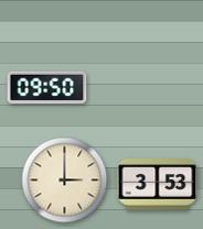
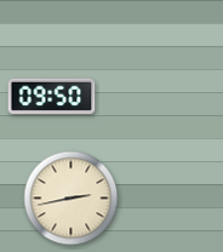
clock at (65, 181): 3:00 -> 2:43
clock at (158, 185): 3:53 -> none
